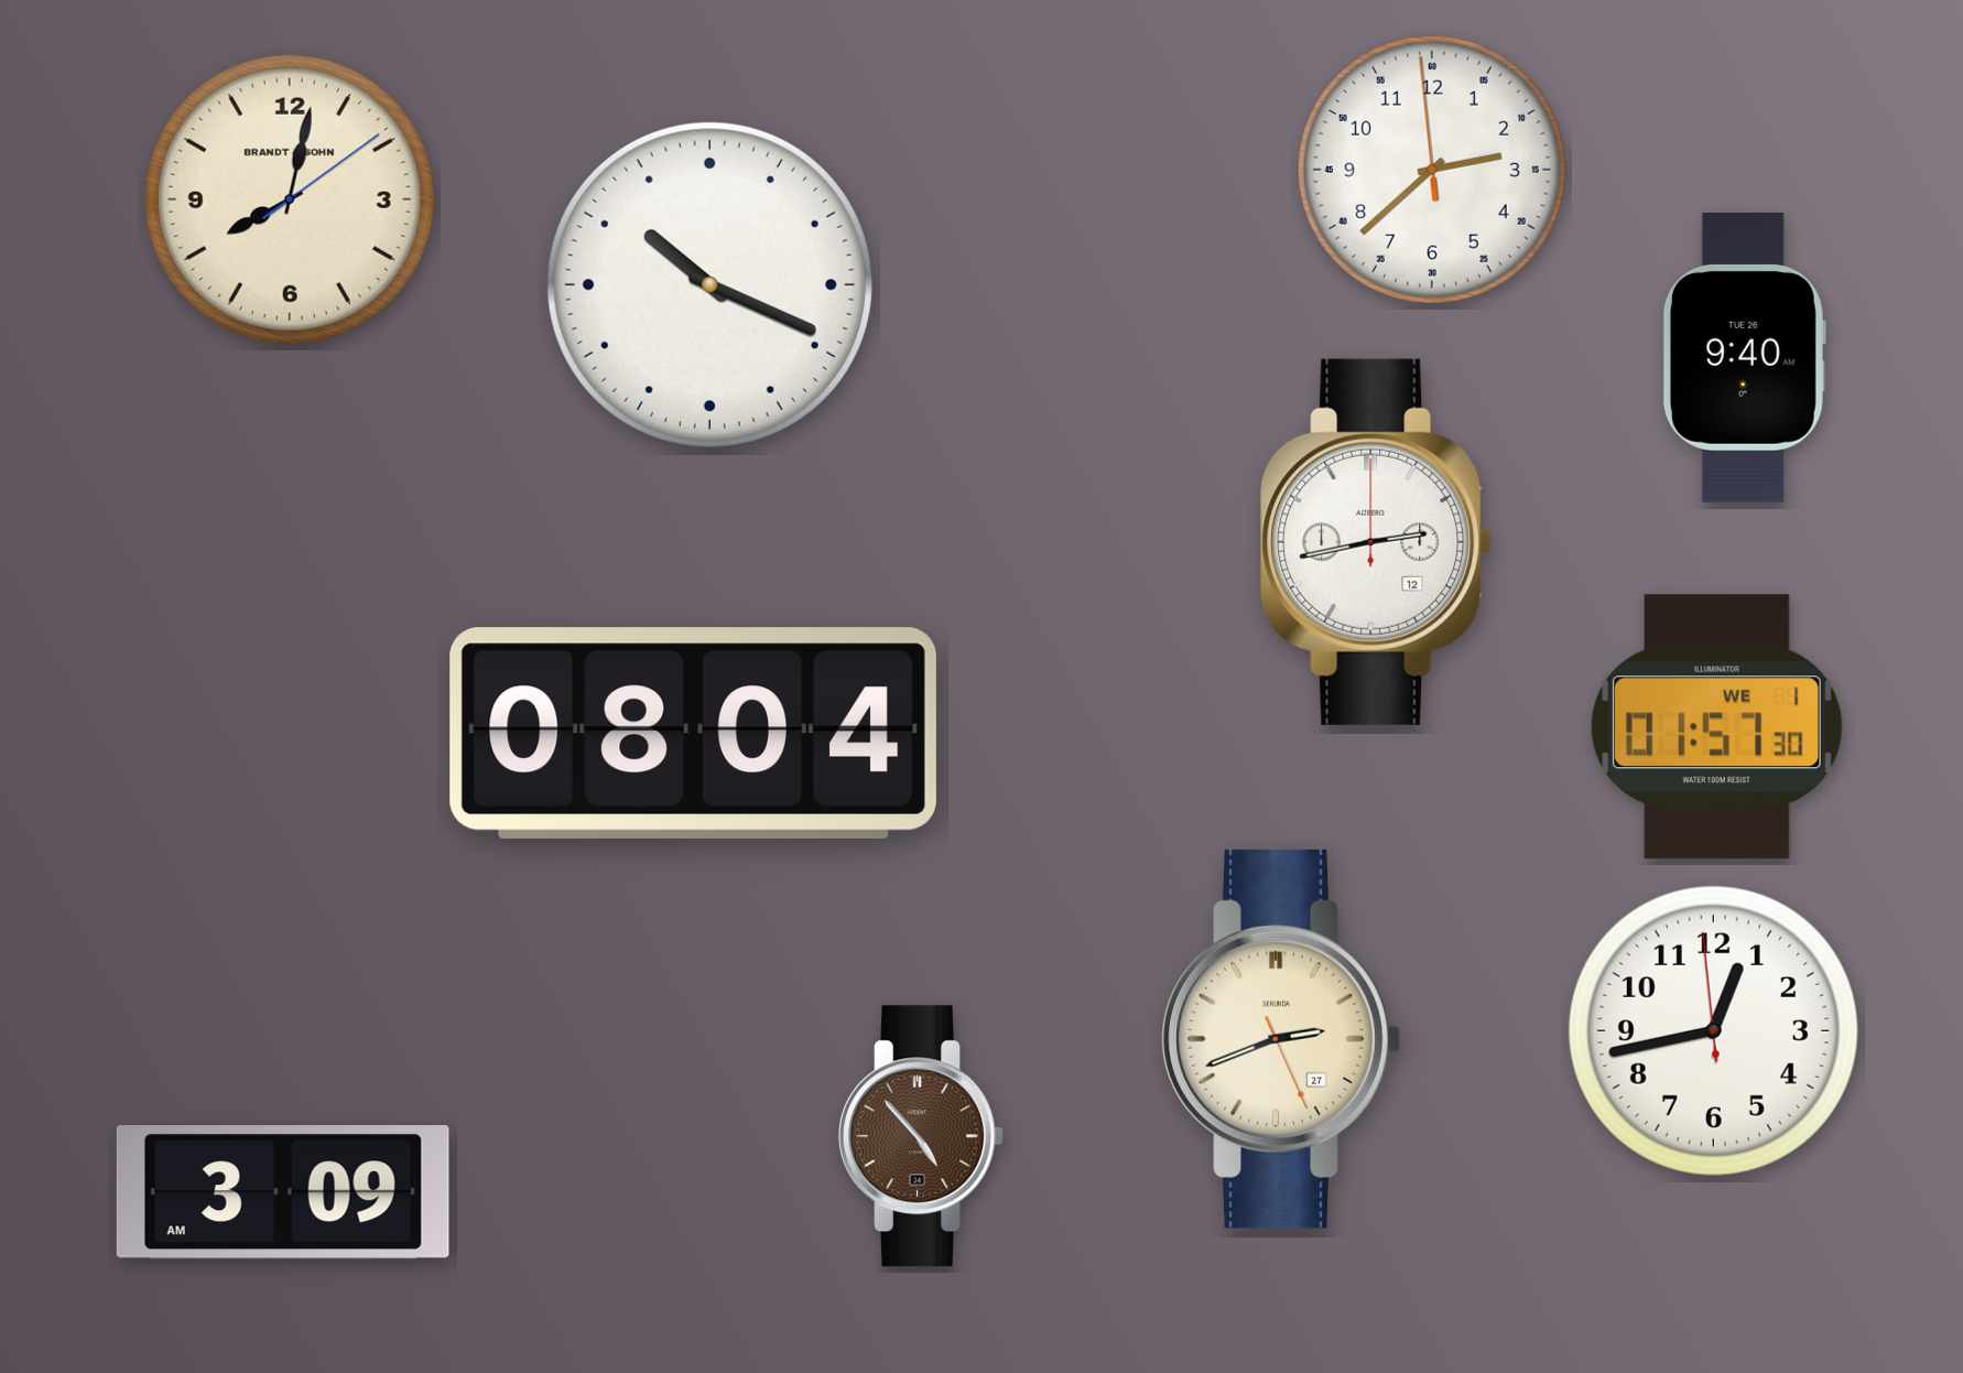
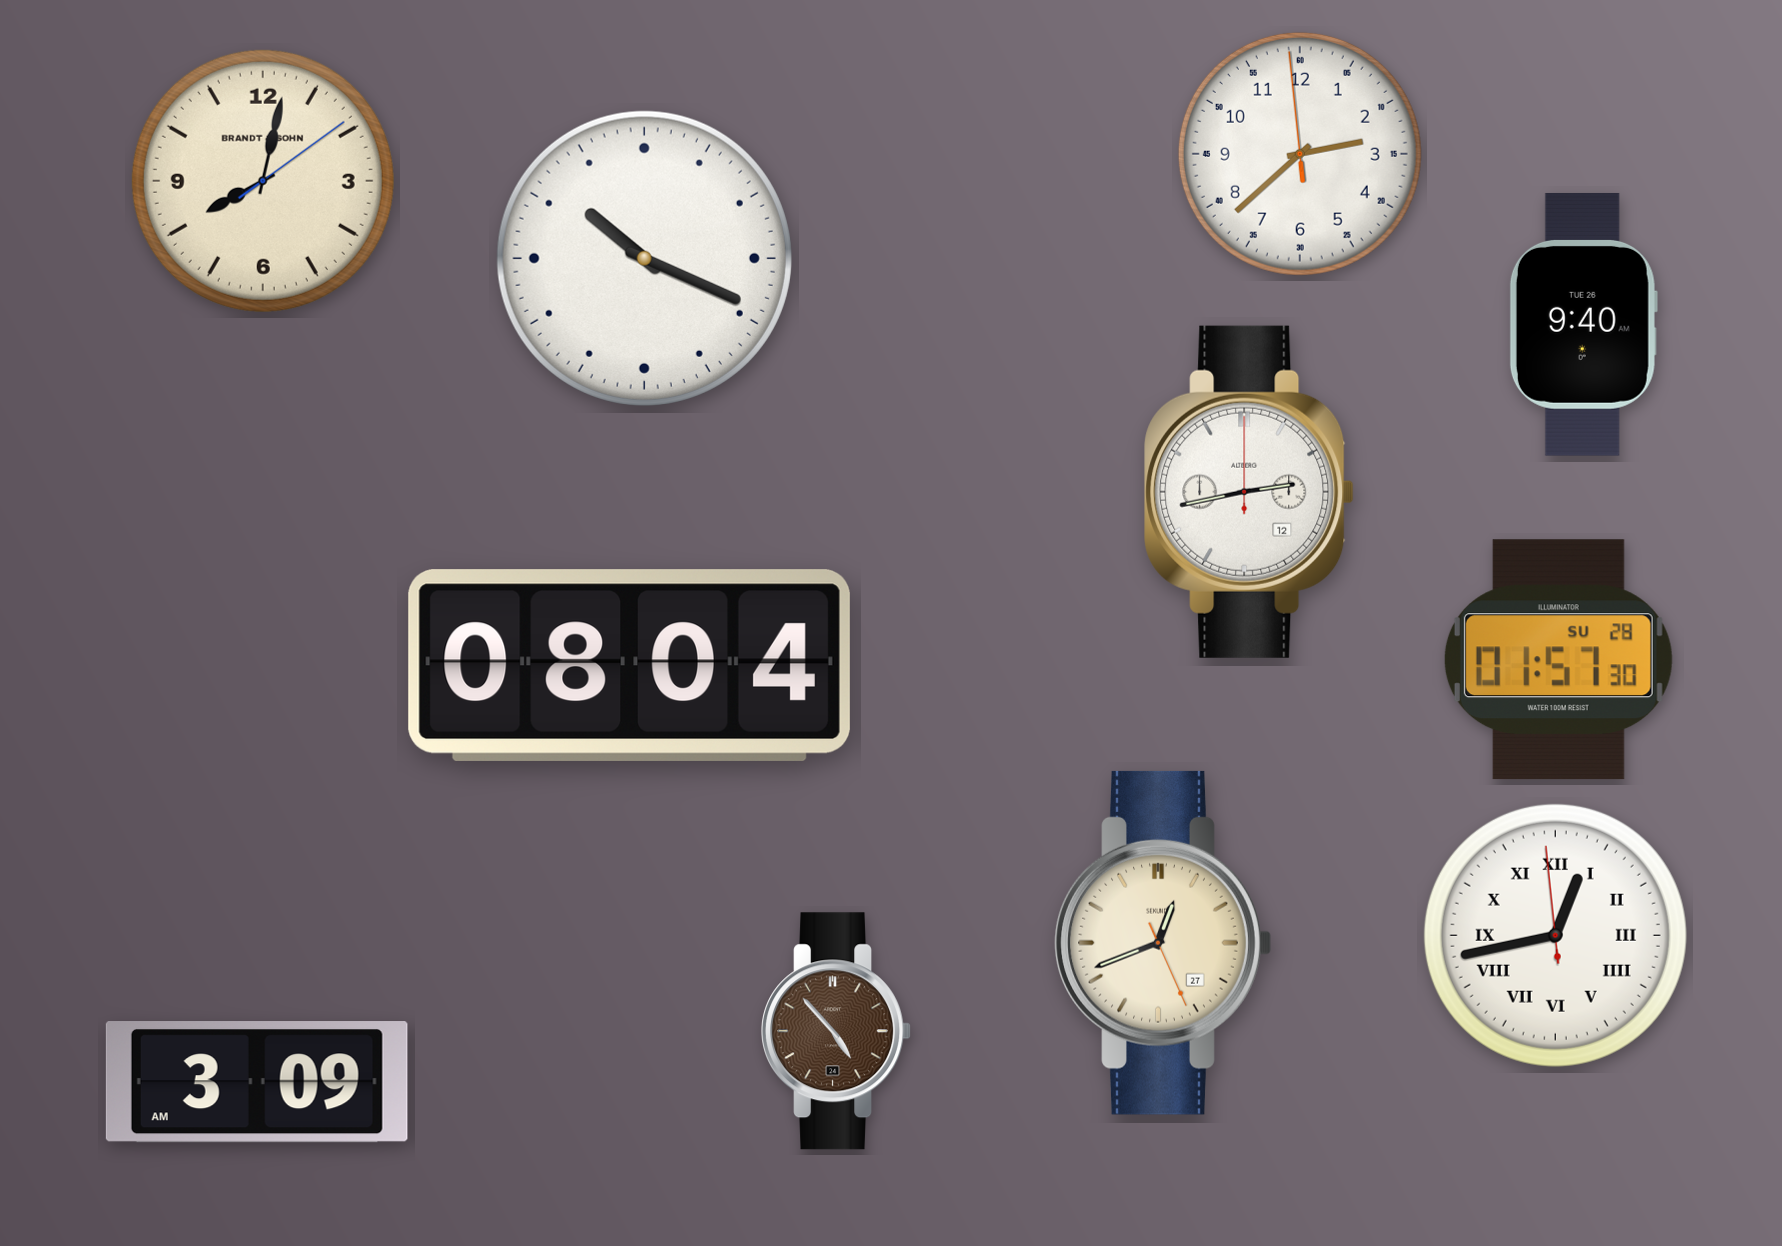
clock at (1716, 727) date: WE 1 -> SU 28
clock at (1713, 1030) numerals: Arabic -> Roman
clock at (1281, 1039): 2:41 -> 12:41
